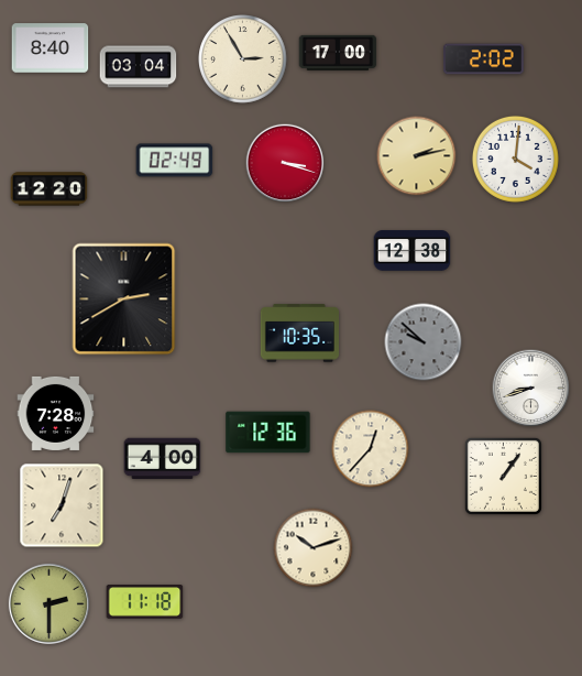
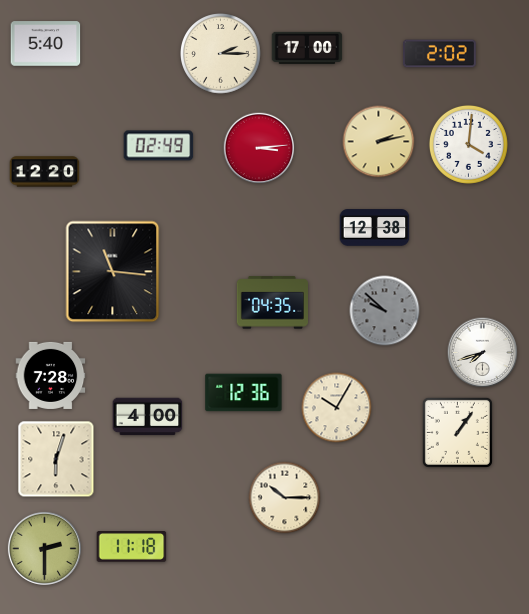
clock at (51, 48): 8:40 -> 5:40
clock at (243, 59): 2:55 -> 2:15
clock at (139, 67): 03:04 -> none
clock at (285, 163): 3:18 -> 3:14
clock at (124, 299): 2:40 -> 11:16
clock at (299, 334): 10:35 -> 04:35
clock at (531, 389): 8:42 -> 7:42
clock at (371, 449): 12:37 -> 10:05
clock at (62, 505): 7:03 -> 6:03
clock at (314, 548): 10:12 -> 10:15
